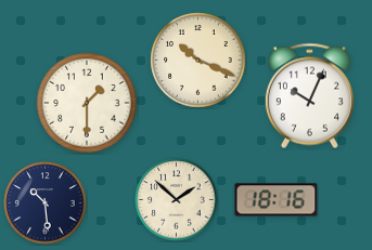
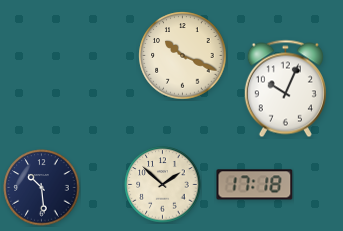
clock at (87, 103): 1:30 -> none
clock at (277, 200): 18:16 -> 17:18
